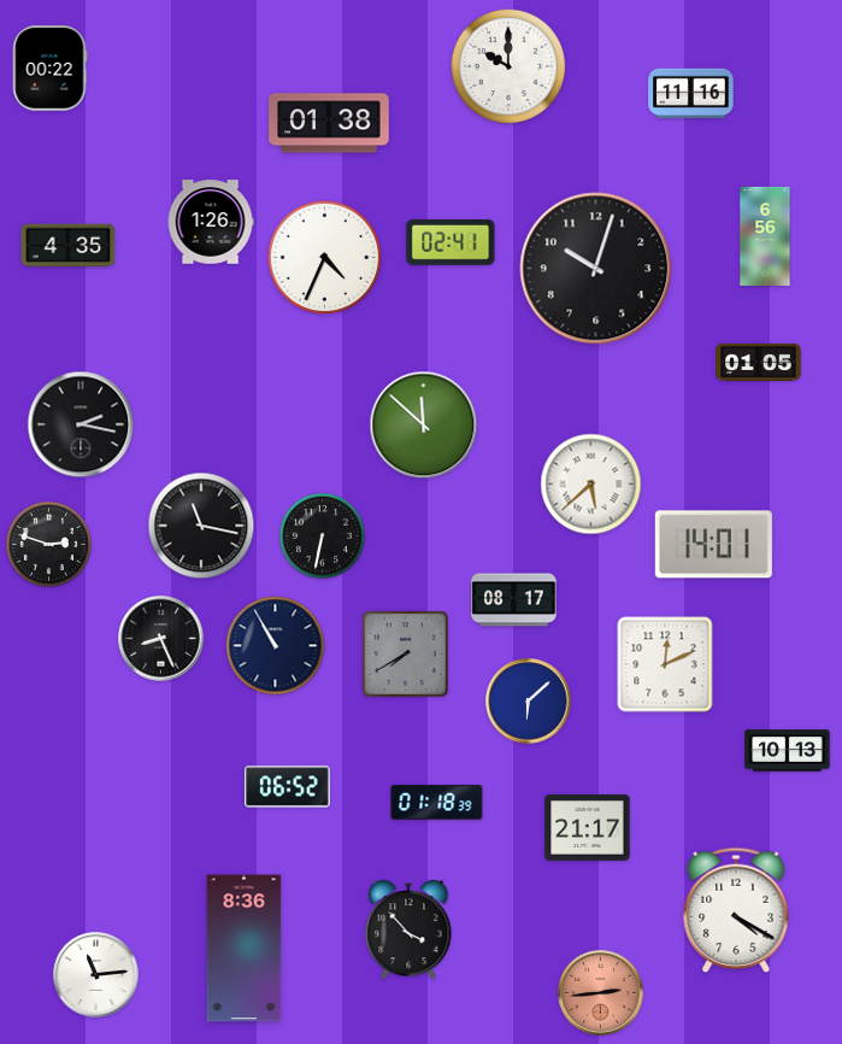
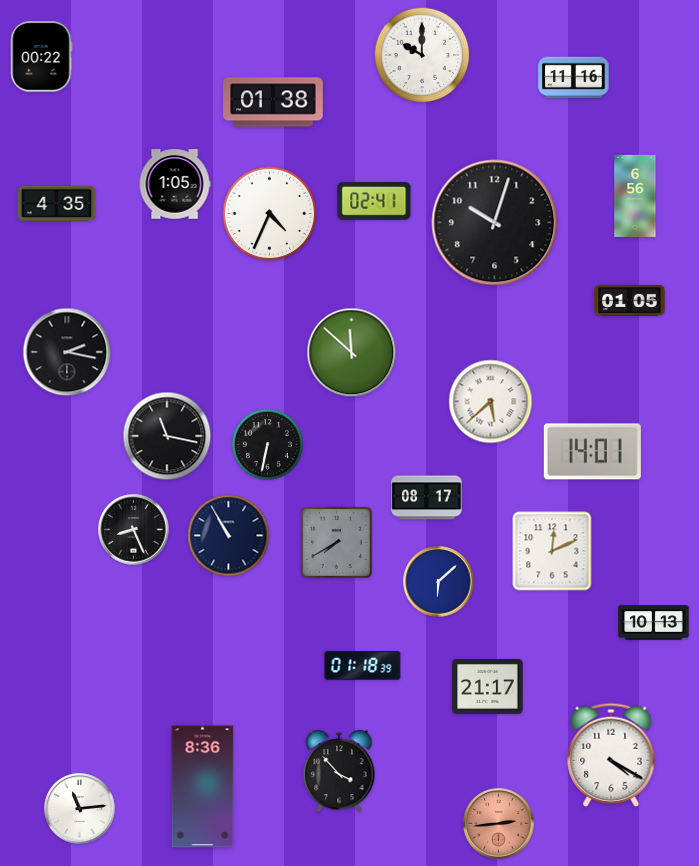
clock at (211, 222): 1:26 -> 1:05
clock at (48, 544): 2:48 -> none
clock at (288, 787): 06:52 -> none
